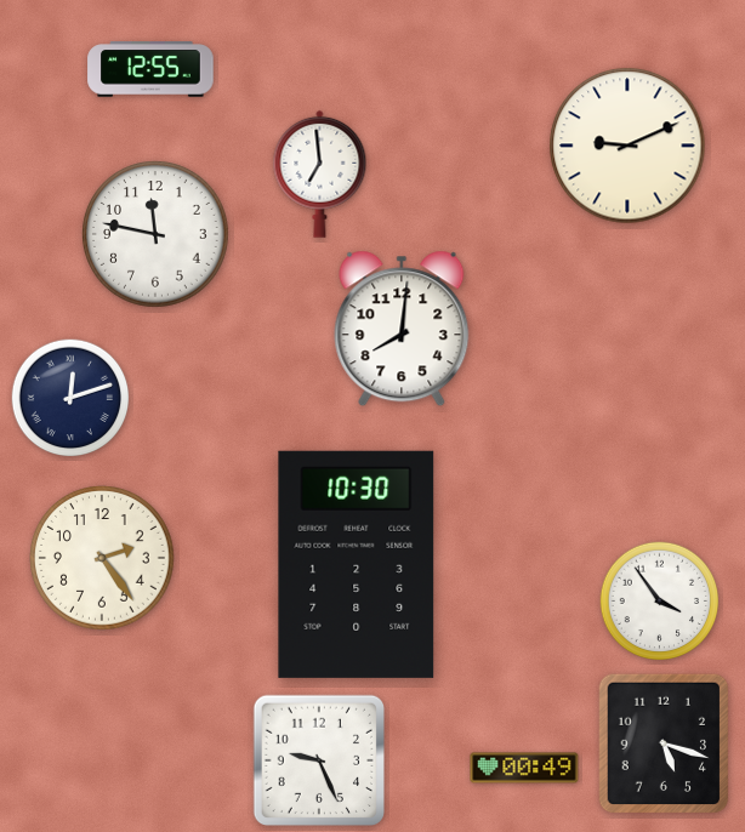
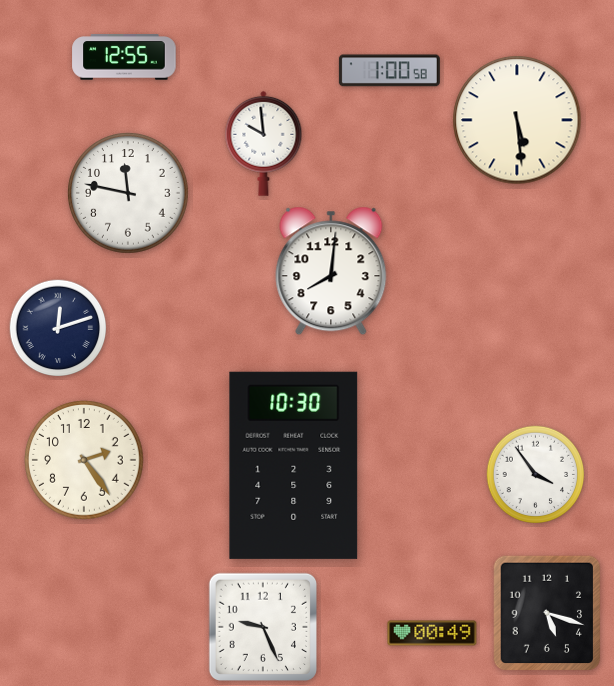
clock at (389, 71): none -> 1:00
clock at (627, 146): 9:11 -> 5:29
clock at (320, 173): 6:59 -> 9:59
clock at (660, 602) position: (660, 602) -> (536, 475)
